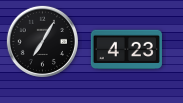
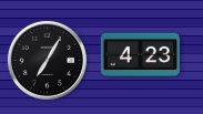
clock at (42, 41) position: (42, 41) -> (47, 60)
